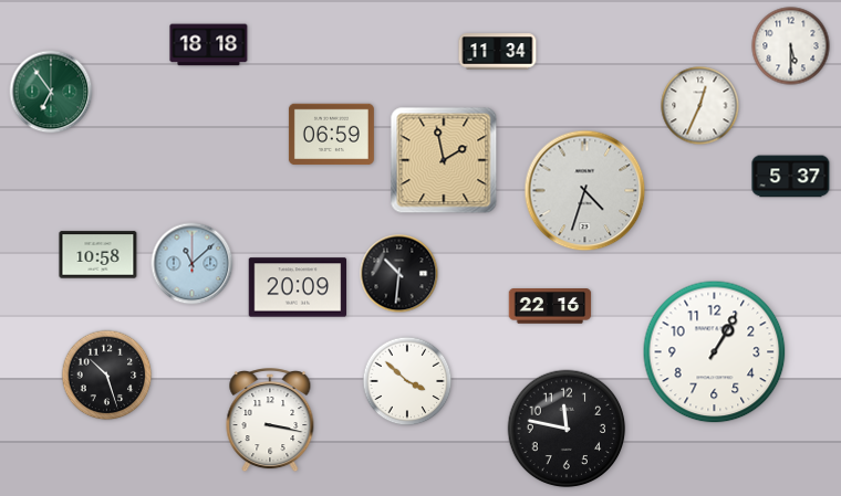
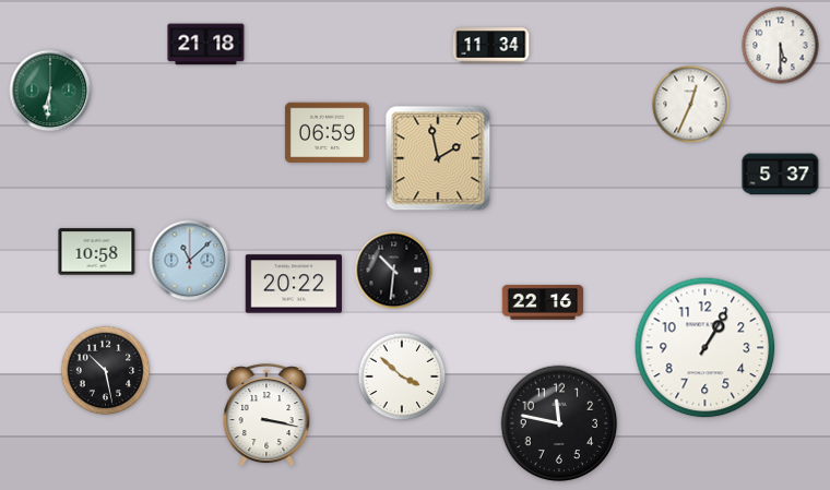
clock at (209, 45): 18:18 -> 21:18
clock at (498, 52) position: (498, 52) -> (491, 46)
clock at (51, 92): 6:54 -> 6:31
clock at (585, 191): 4:33 -> none
clock at (298, 287): 20:09 -> 20:22
clock at (107, 376): 10:27 -> 10:28
